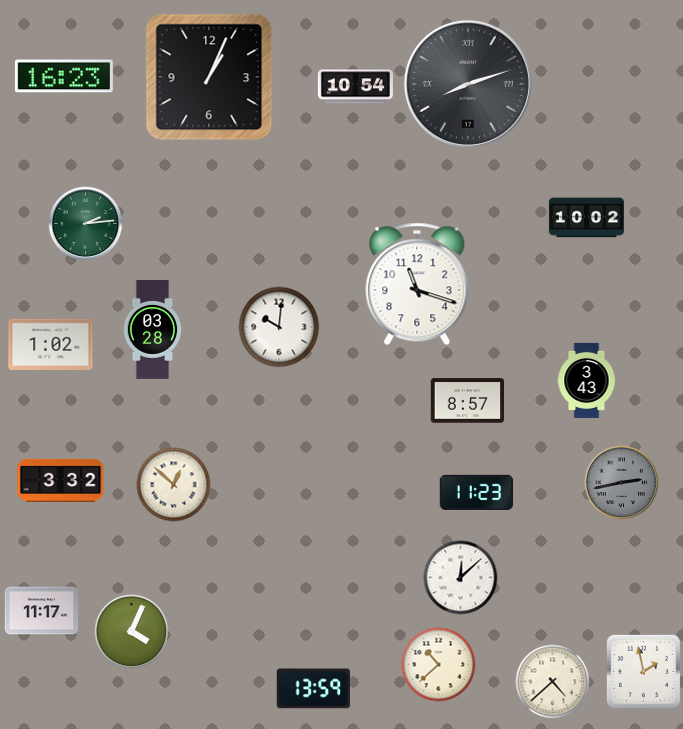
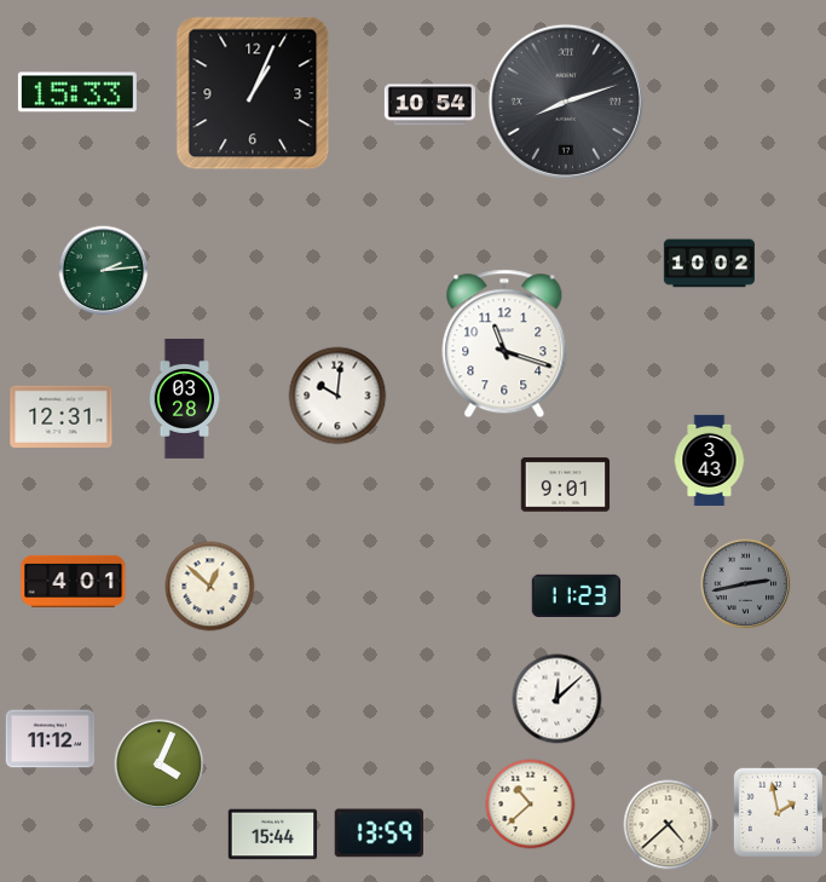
clock at (64, 76): 16:23 -> 15:33
clock at (51, 344): 1:02 -> 12:31
clock at (468, 401): 8:57 -> 9:01
clock at (61, 480): 3:32 -> 4:01
clock at (622, 483) position: (622, 483) -> (746, 584)
clock at (42, 611): 11:17 -> 11:12
clock at (273, 835): none -> 15:44
